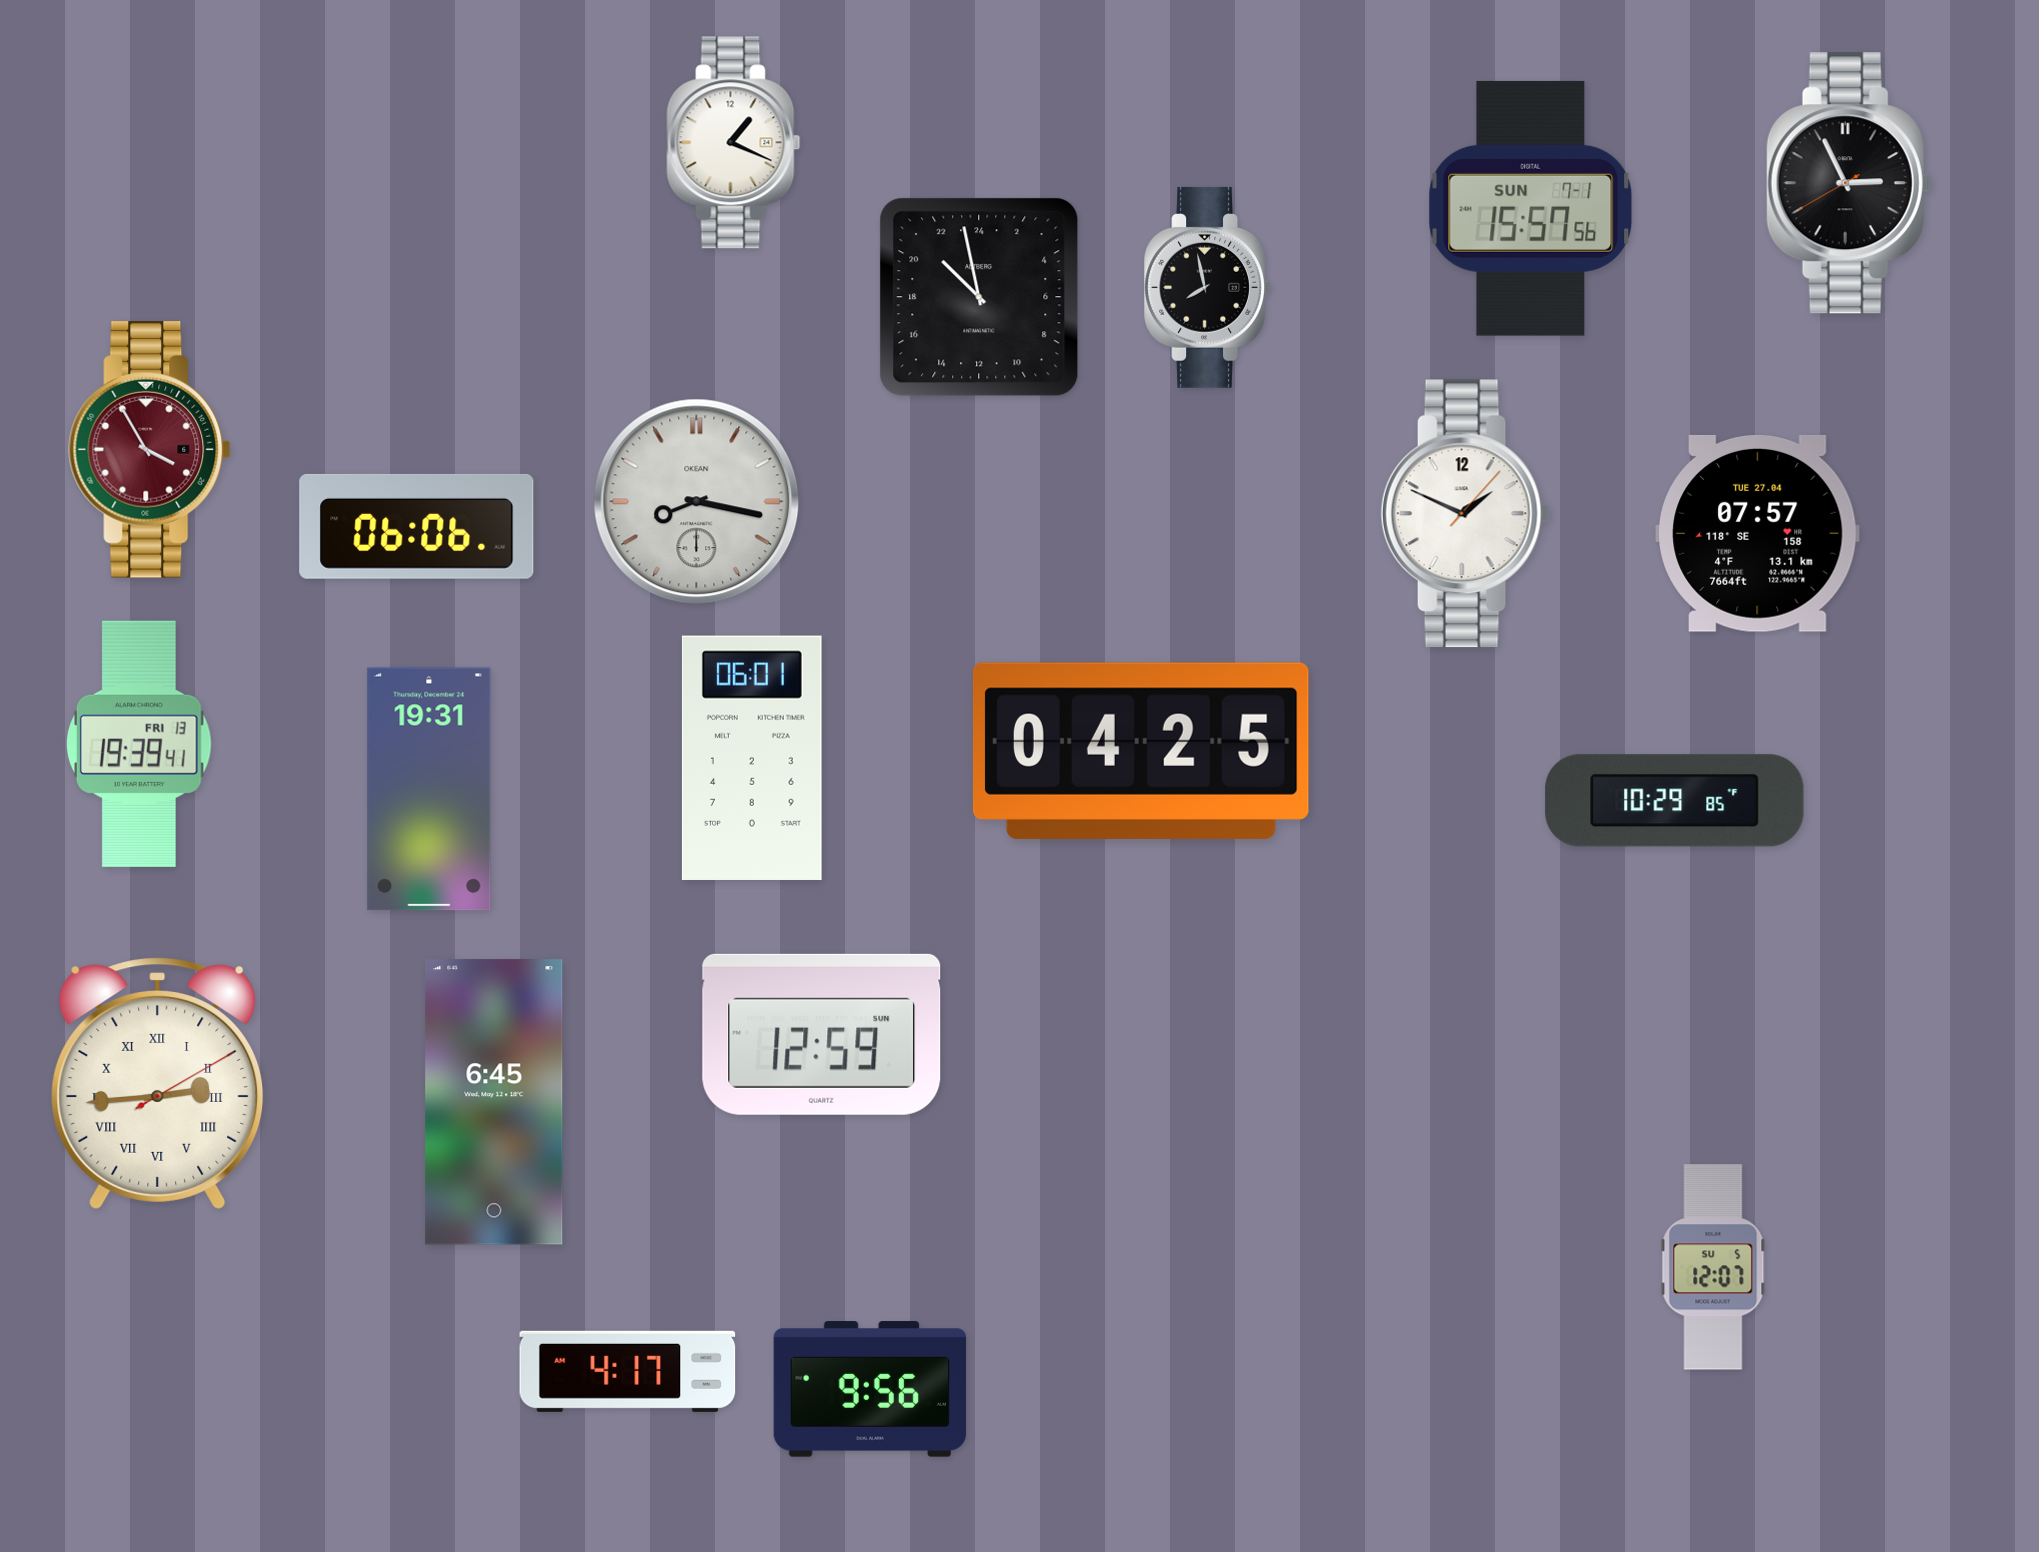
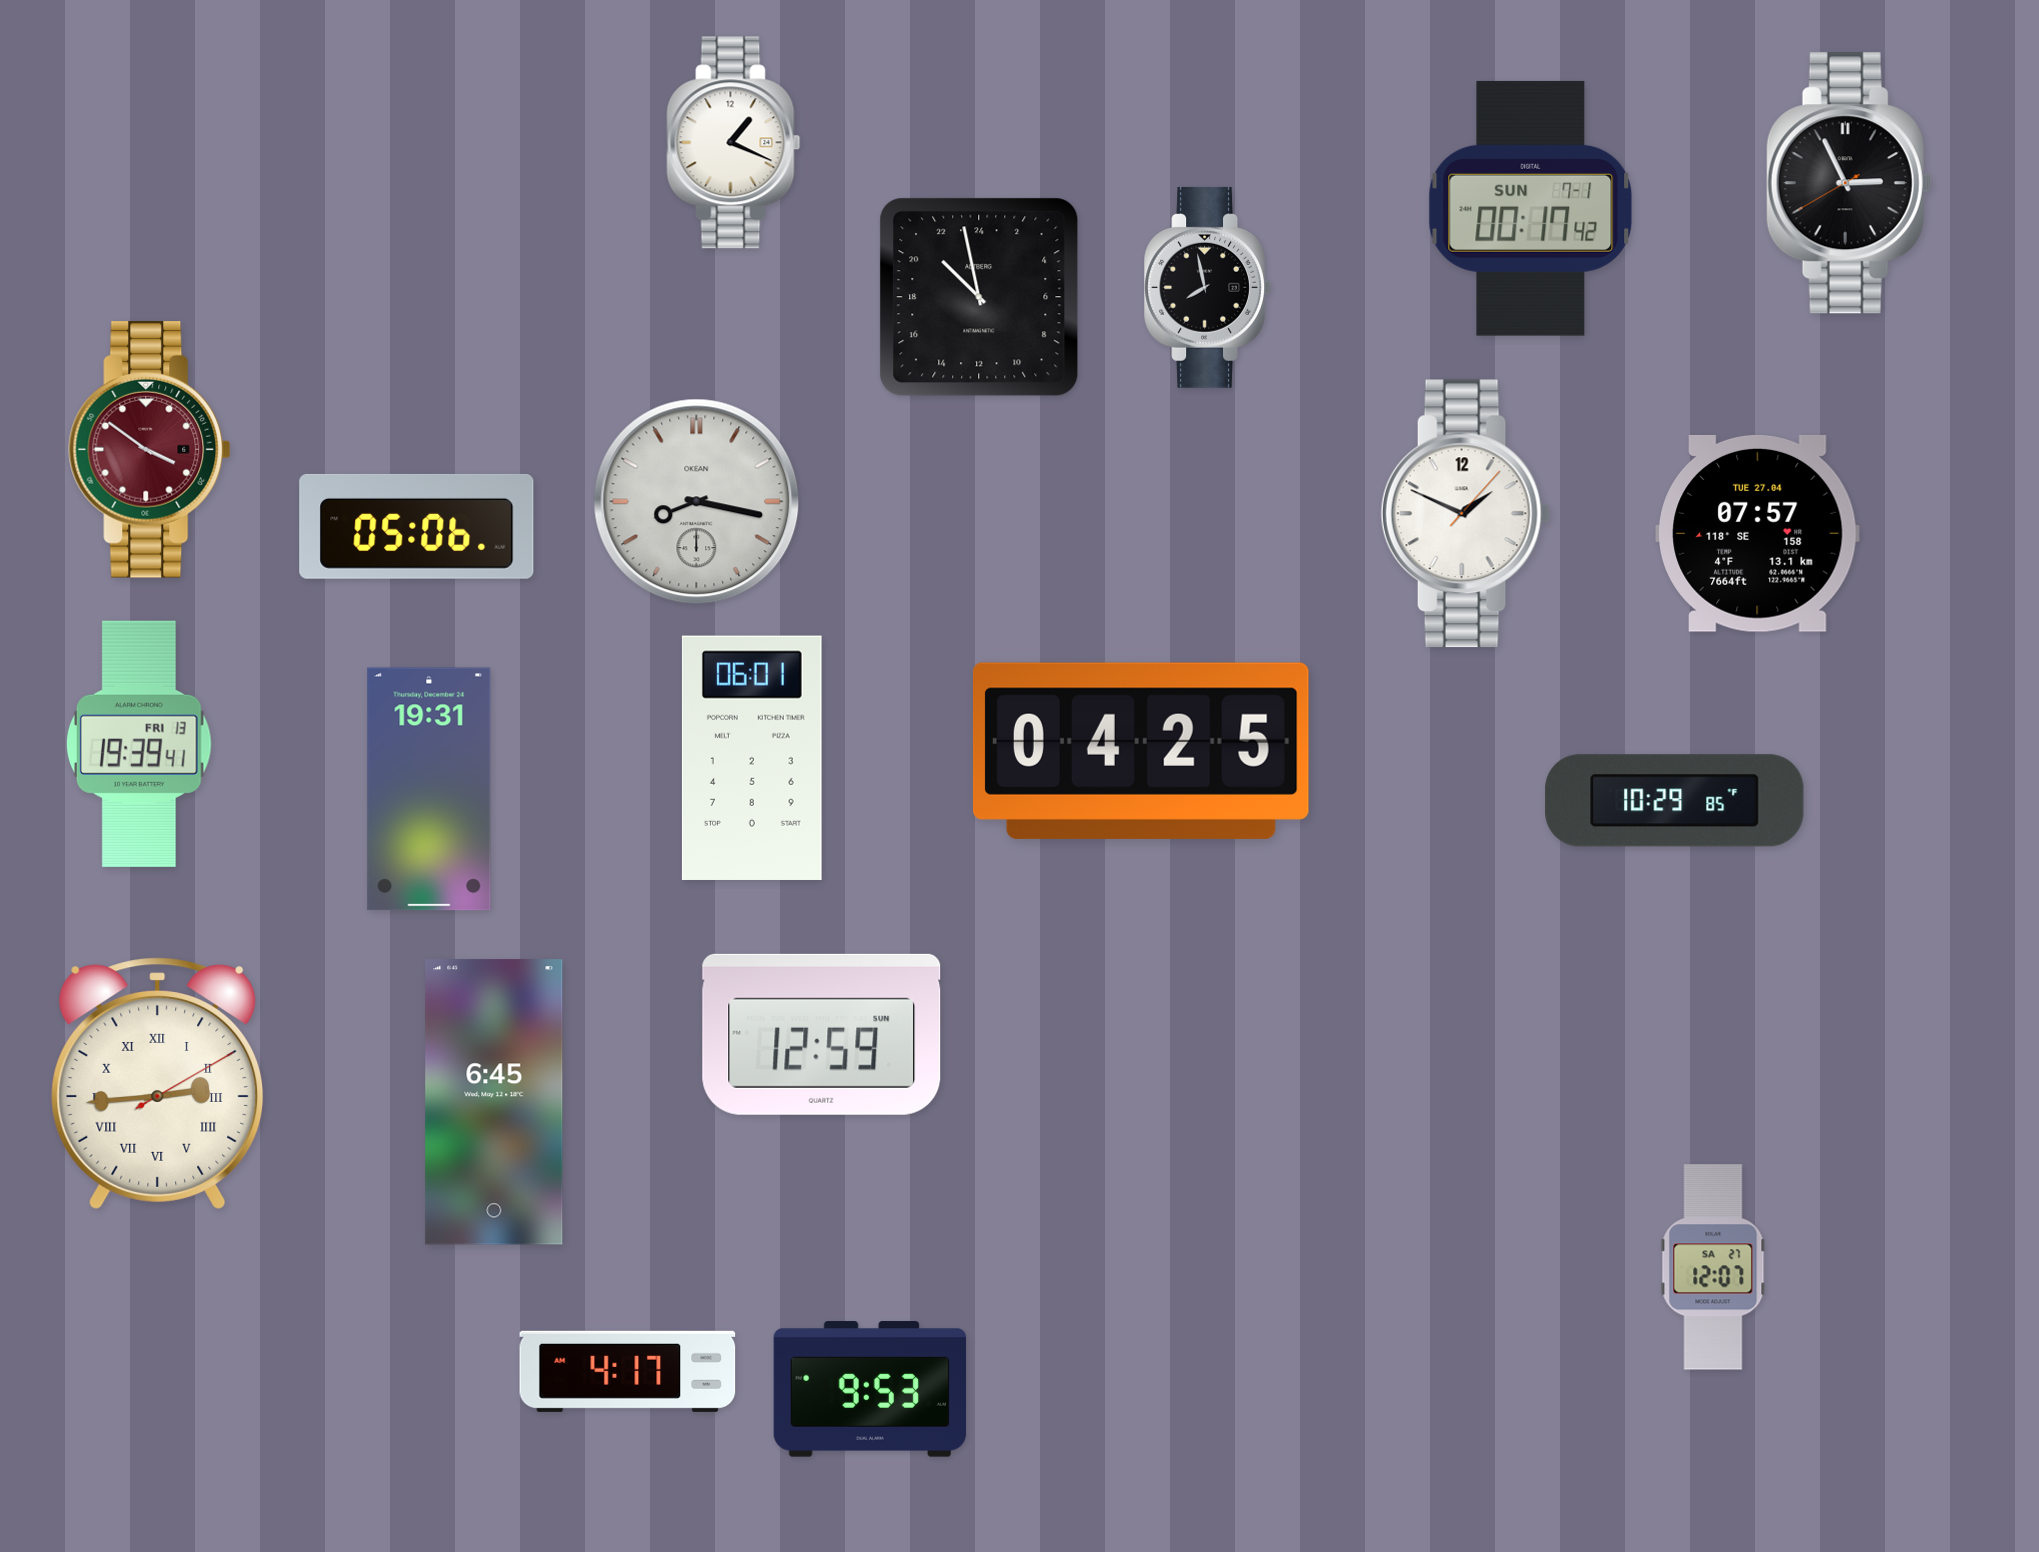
clock at (1531, 208): 15:57 -> 00:17
clock at (150, 450): 3:55 -> 3:51
clock at (417, 526): 06:06 -> 05:06
clock at (1713, 1267) date: SU 5 -> SA 27
clock at (870, 1389): 9:56 -> 9:53
